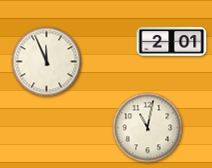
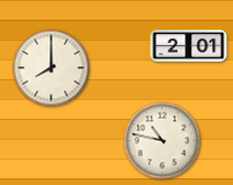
clock at (47, 62): 11:56 -> 8:00
clock at (148, 128): 11:02 -> 10:47
